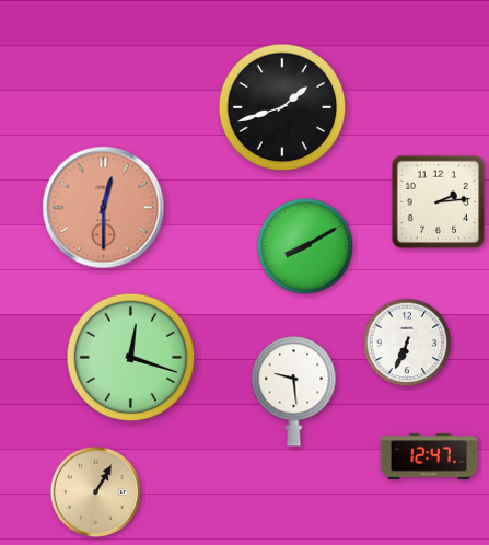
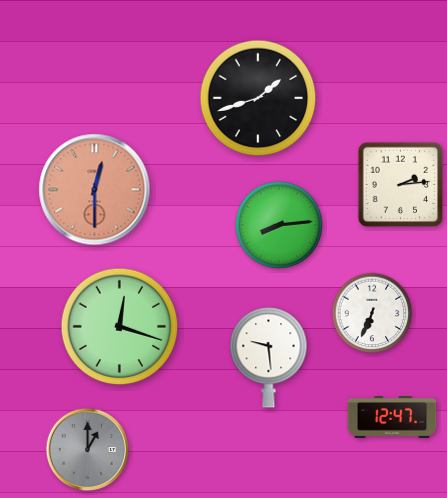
clock at (305, 246): 8:10 -> 8:14
clock at (95, 491): 1:05 -> 1:00
clock at (95, 491) dial: champagne -> grey
